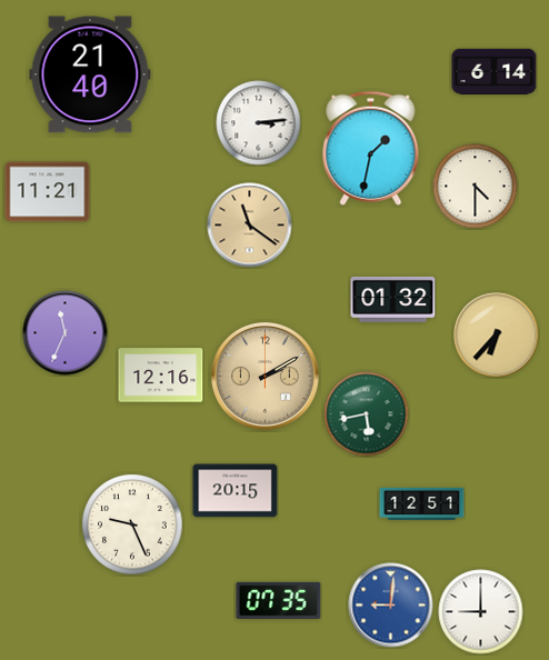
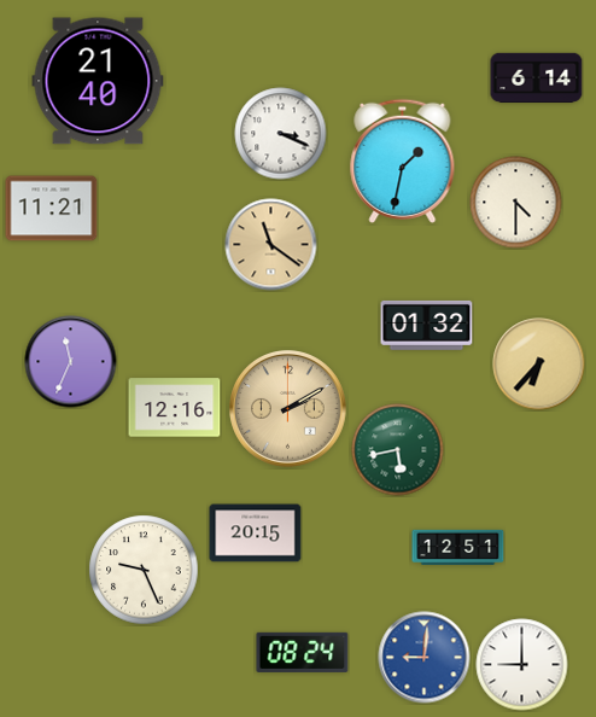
clock at (259, 123): 3:14 -> 3:19
clock at (279, 600): 07:35 -> 08:24
